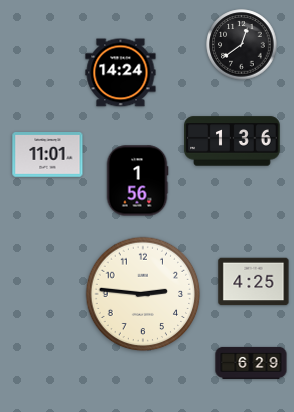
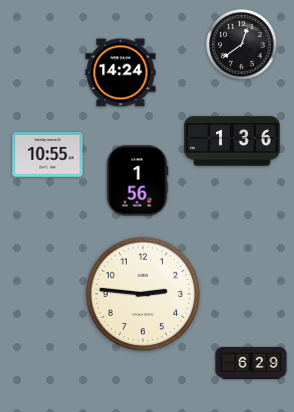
clock at (48, 155): 11:01 -> 10:55
clock at (254, 282): 4:25 -> none
